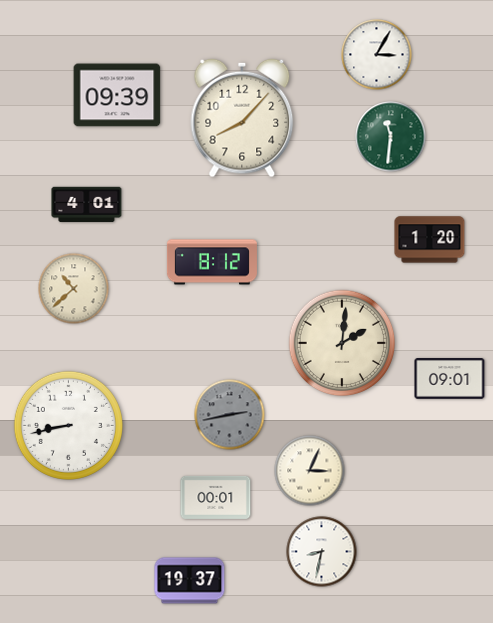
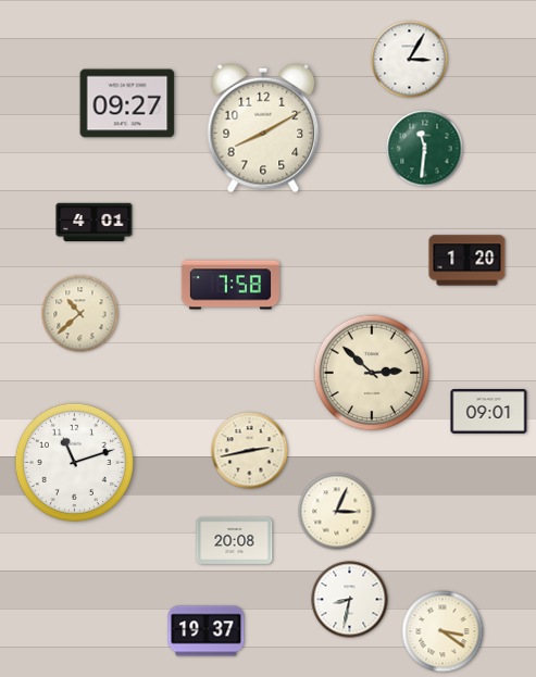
clock at (117, 95): 09:39 -> 09:27
clock at (242, 118): 8:07 -> 8:10
clock at (212, 262): 8:12 -> 7:58
clock at (342, 343): 2:01 -> 2:52
clock at (230, 415) dial: grey -> cream
clock at (68, 425): 8:43 -> 11:12
clock at (216, 497): 00:01 -> 20:08
clock at (442, 631): none -> 3:21
